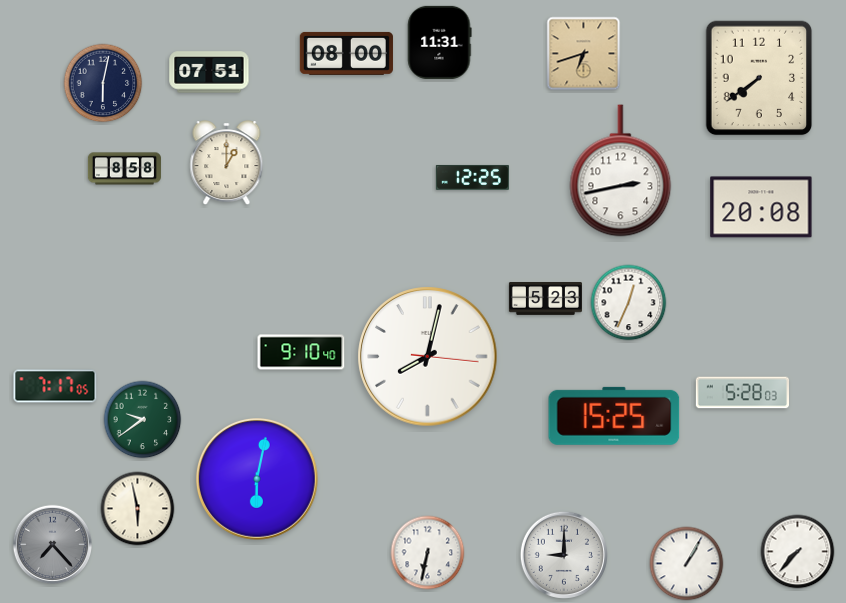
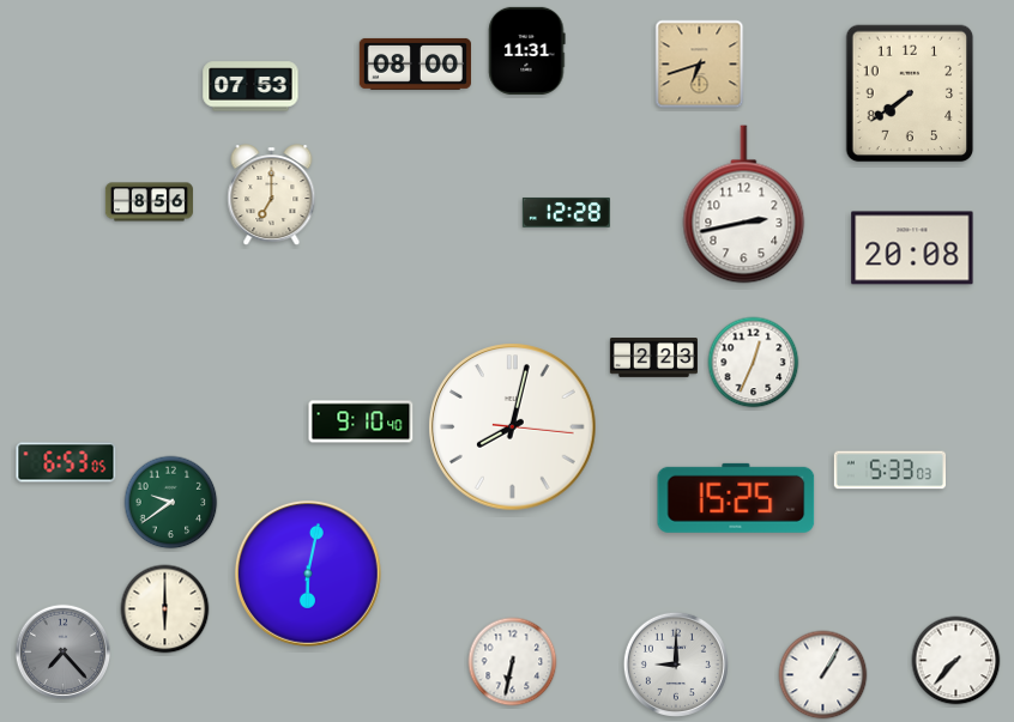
clock at (209, 72): 07:51 -> 07:53
clock at (103, 83): 6:02 -> none
clock at (227, 163): 1:00 -> 7:00
clock at (124, 169): 8:58 -> 8:56
clock at (472, 177): 12:25 -> 12:28
clock at (545, 299): 5:23 -> 2:23
clock at (55, 386): 7:17 -> 6:53
clock at (742, 393): 5:28 -> 5:33
clock at (138, 509): 5:58 -> 6:00
